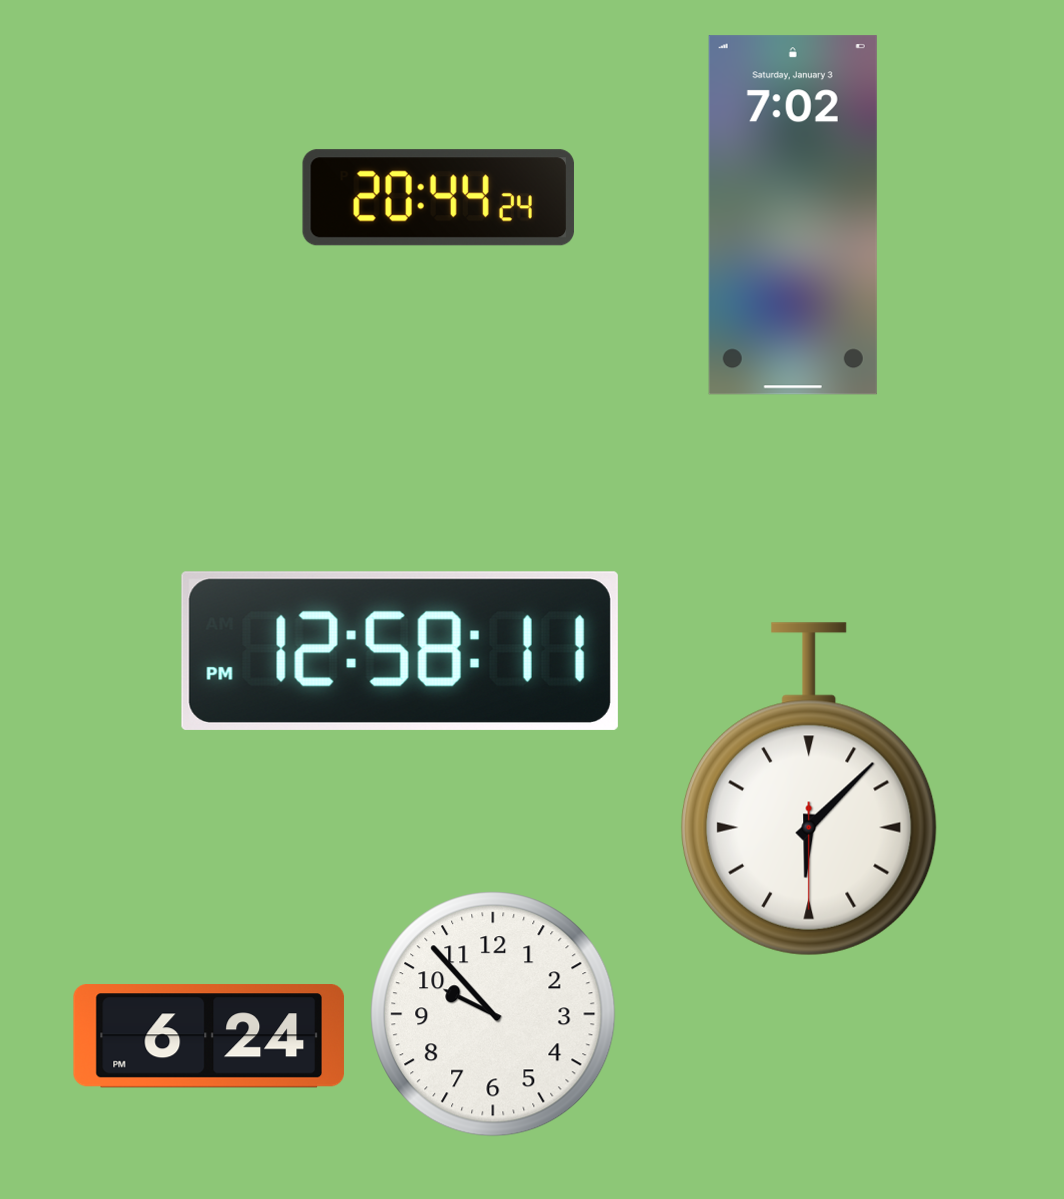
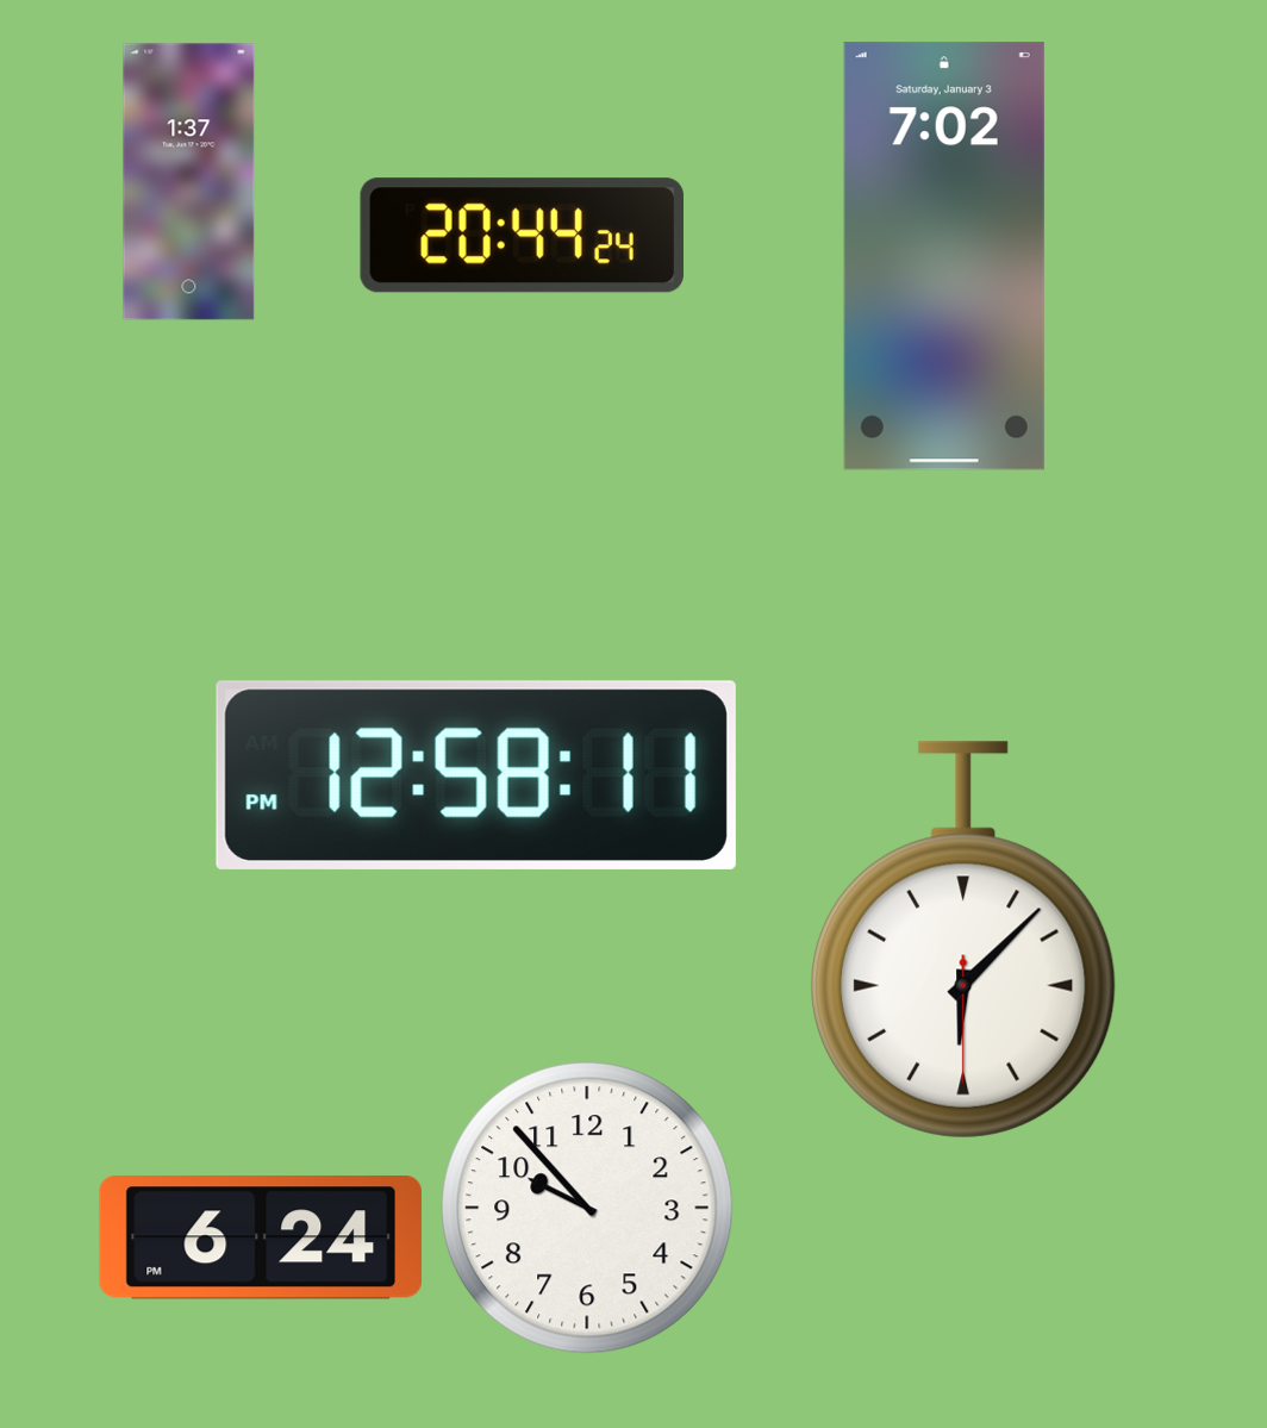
clock at (189, 182): none -> 1:37
clock at (209, 1036) position: (209, 1036) -> (261, 1237)
